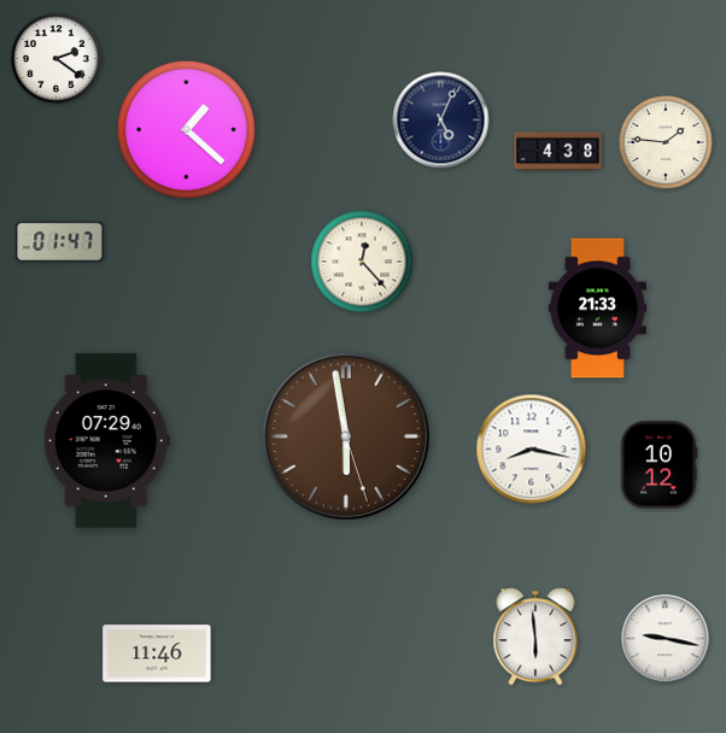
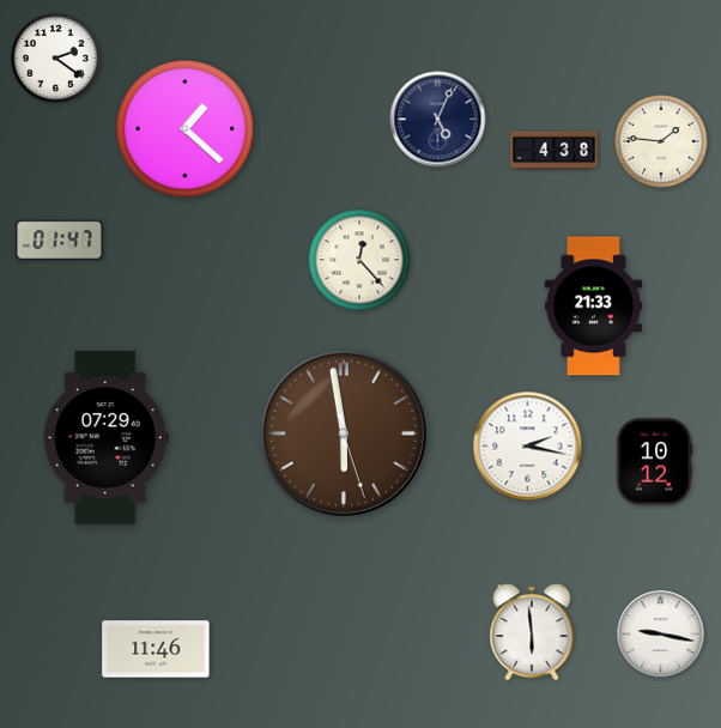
clock at (532, 450): 8:17 -> 2:17
